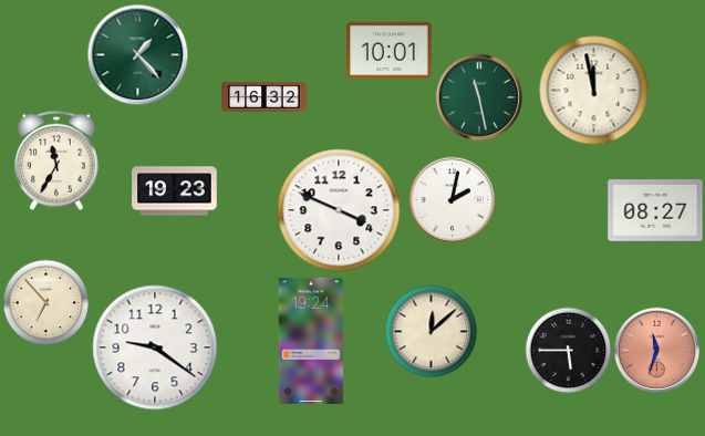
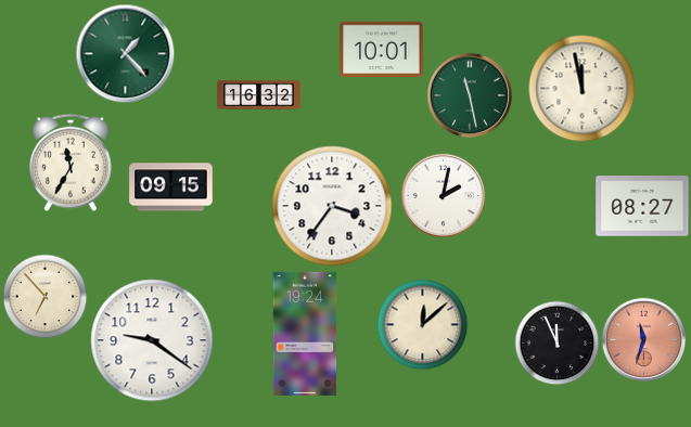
clock at (137, 54) position: (137, 54) -> (125, 53)
clock at (56, 160) position: (56, 160) -> (71, 163)
clock at (175, 191): 19:23 -> 09:15
clock at (339, 210): 3:49 -> 3:36
clock at (568, 350): 5:45 -> 11:56
clock at (656, 350) position: (656, 350) -> (643, 339)
